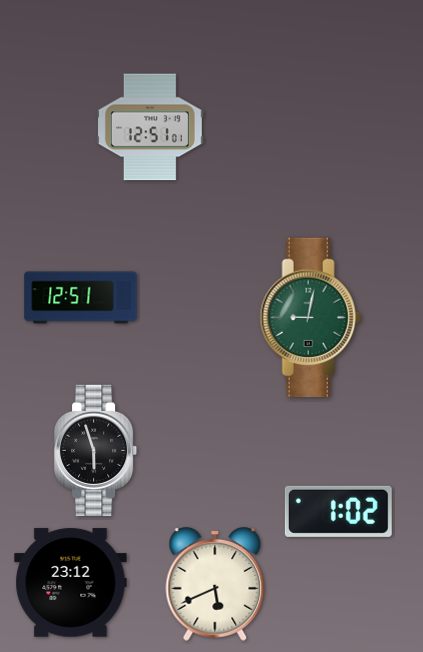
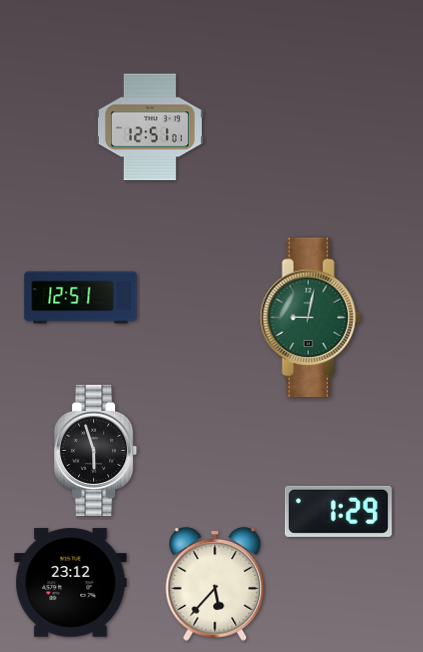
clock at (338, 511): 1:02 -> 1:29
clock at (215, 584): 5:41 -> 5:37
